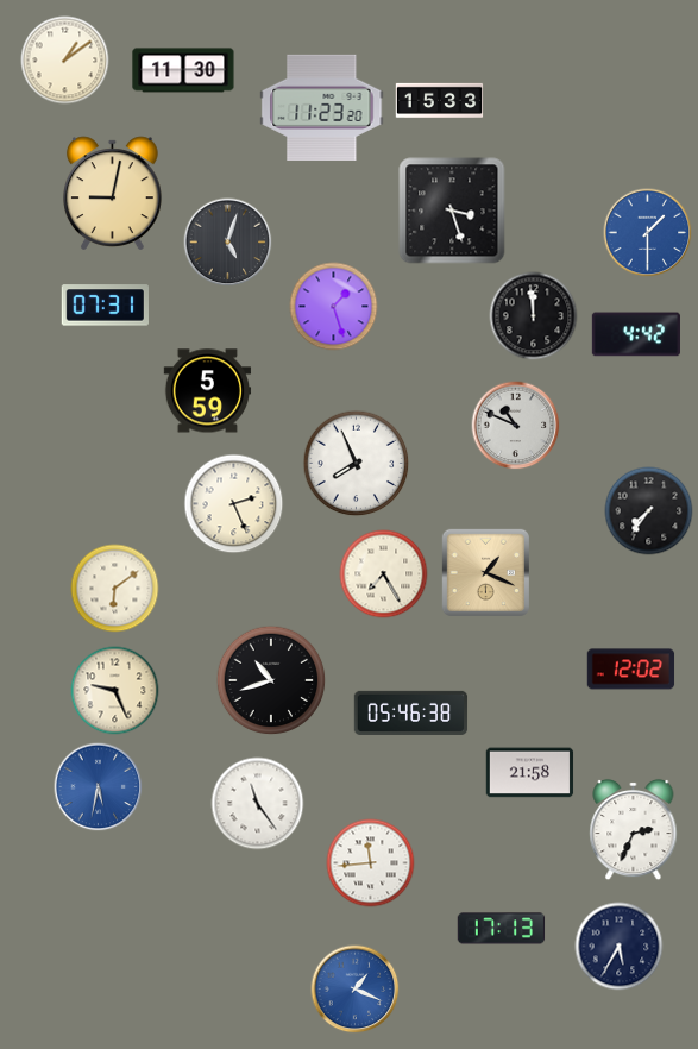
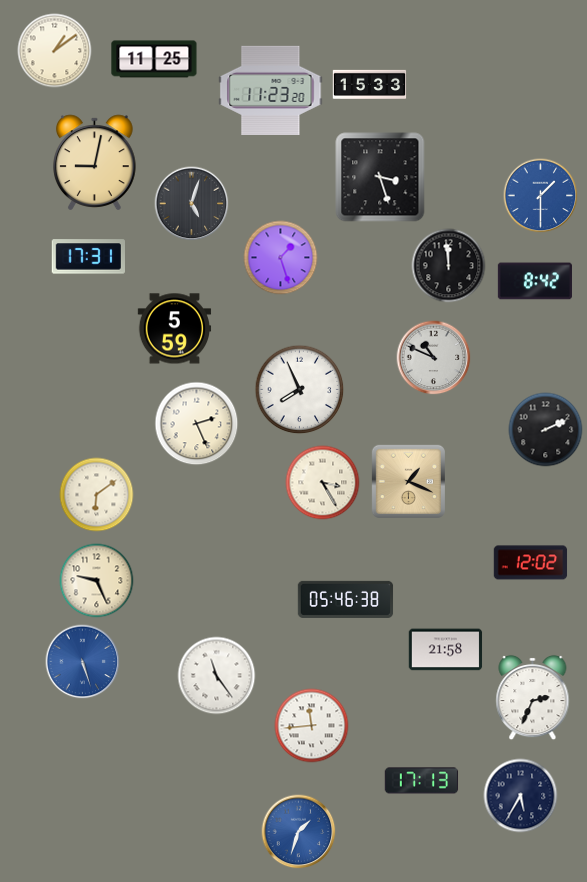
clock at (183, 70): 11:30 -> 11:25
clock at (648, 233) position: (648, 233) -> (541, 196)
clock at (105, 306): 07:31 -> 17:31
clock at (636, 334): 4:42 -> 8:42
clock at (649, 511): 7:36 -> 2:11
clock at (384, 574): 7:25 -> 3:25
clock at (271, 680): 10:42 -> none
clock at (99, 787): 5:32 -> 5:27
clock at (356, 990): 1:19 -> 1:33
